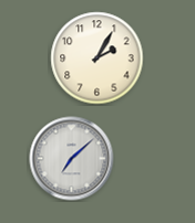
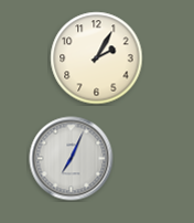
clock at (72, 159): 7:08 -> 7:04
